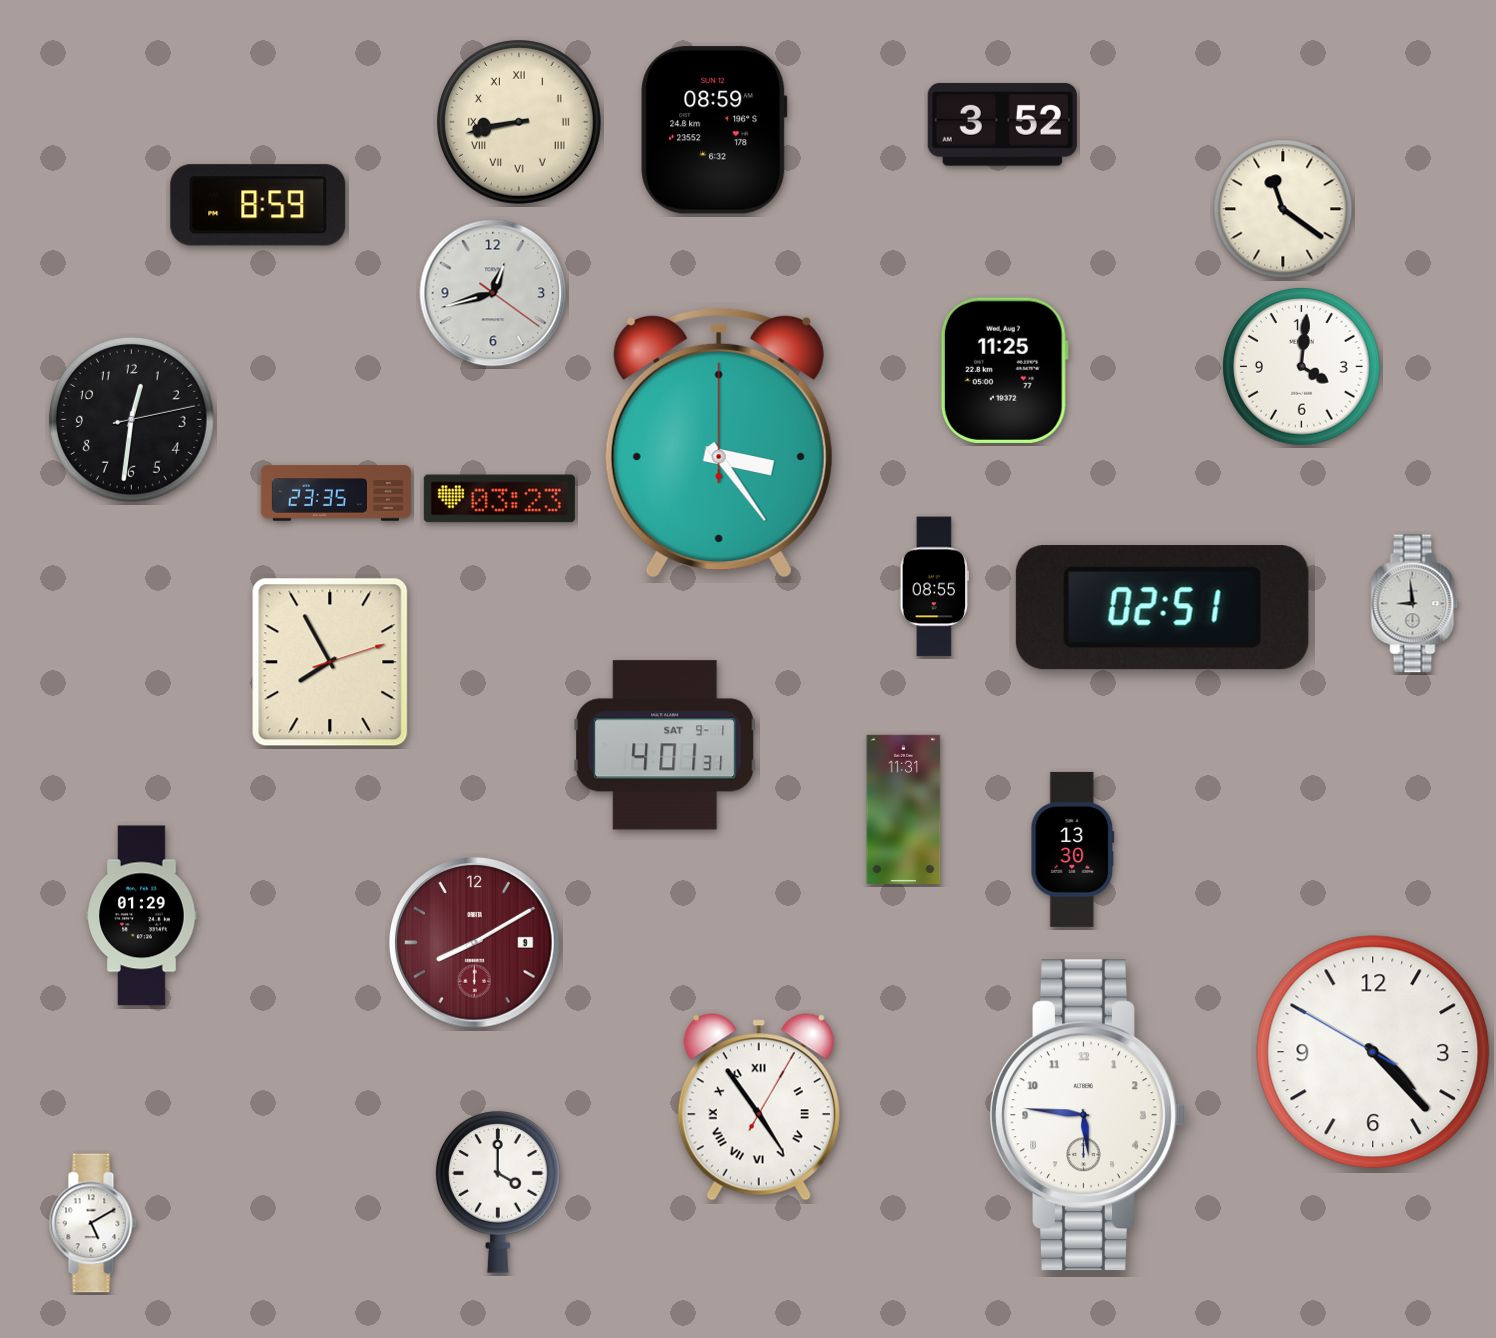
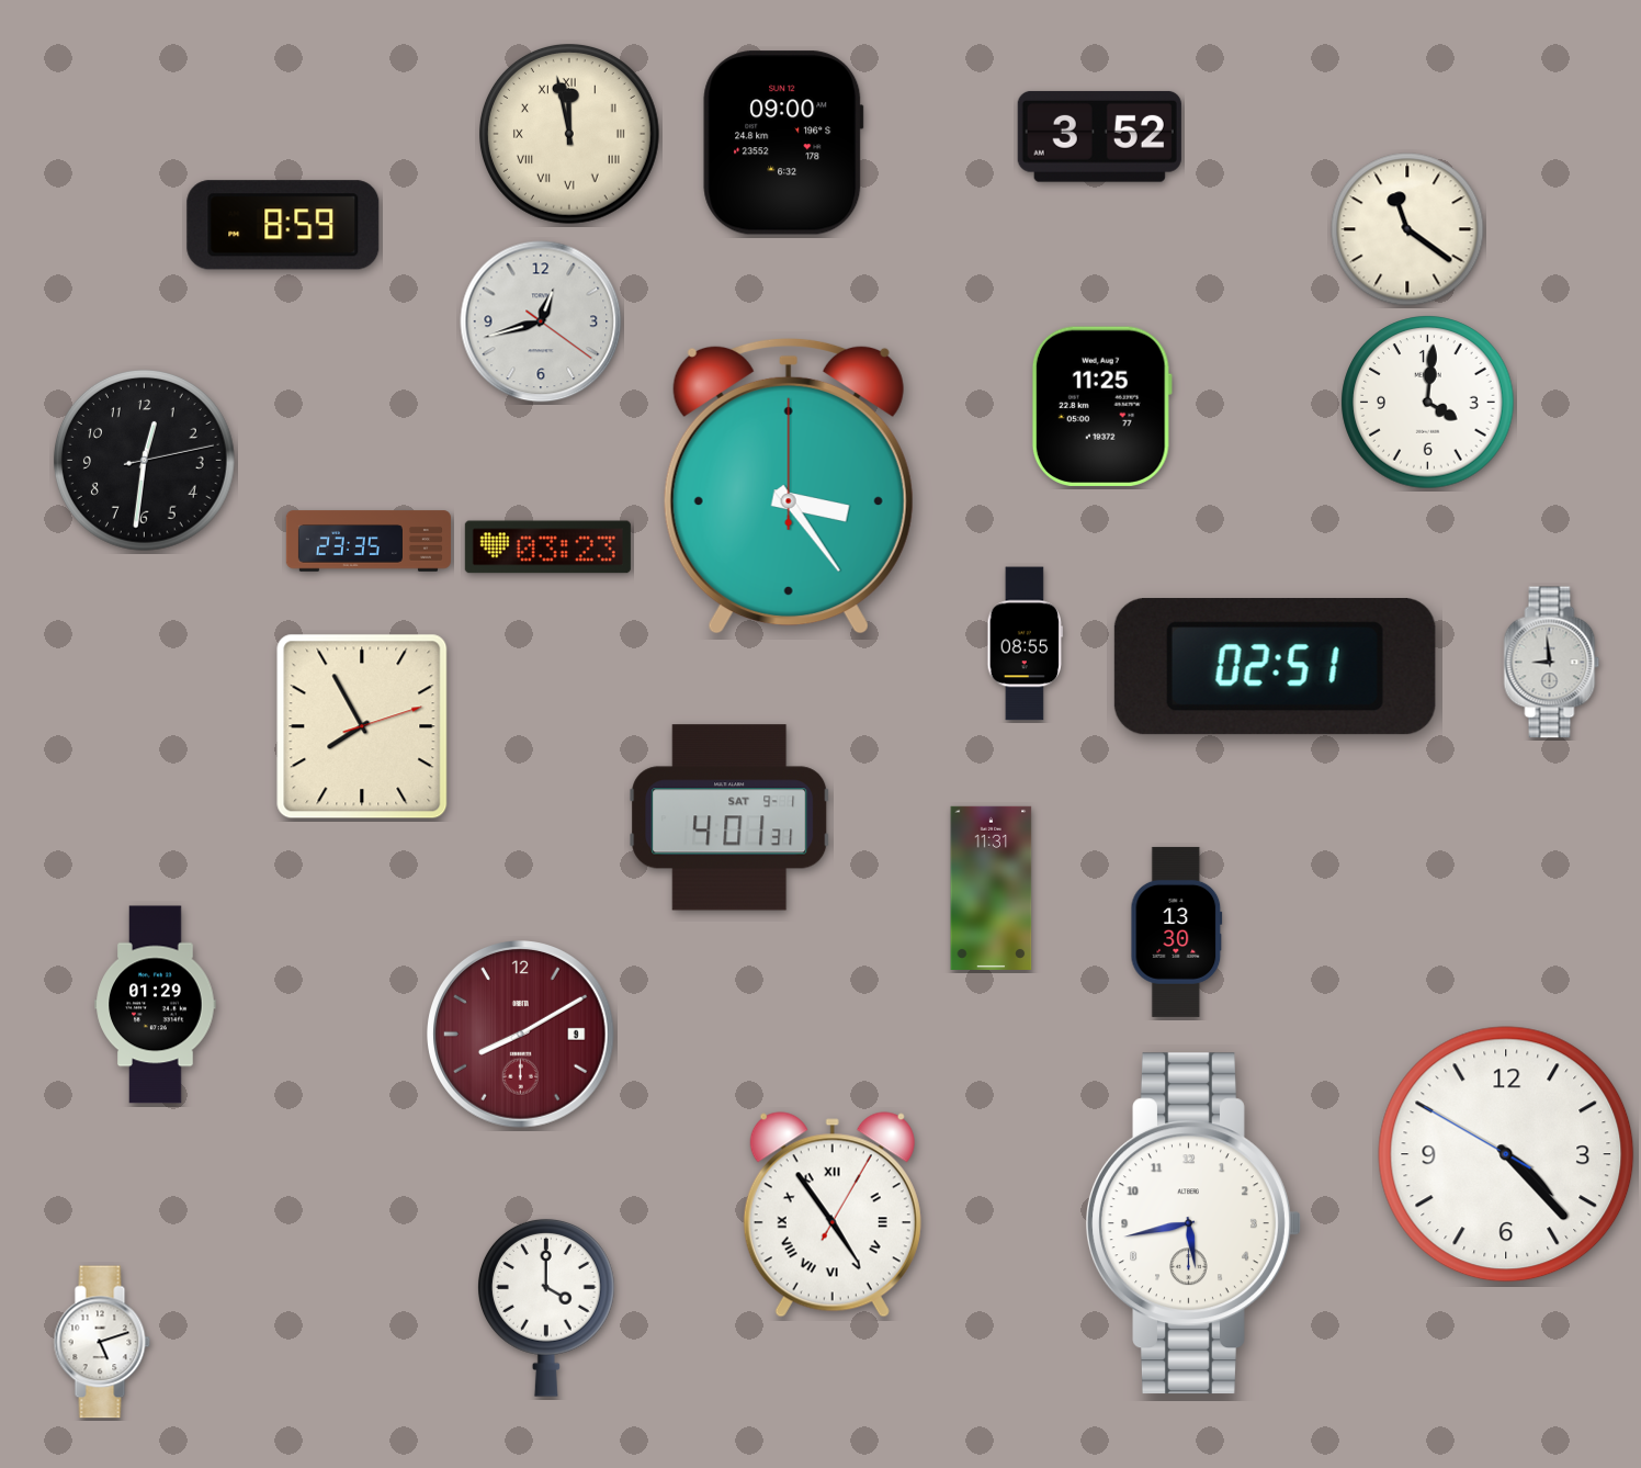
clock at (520, 123): 8:43 -> 11:58
clock at (714, 130): 08:59 -> 09:00
clock at (1088, 1115): 5:46 -> 5:43
clock at (93, 1223): 5:10 -> 5:12
